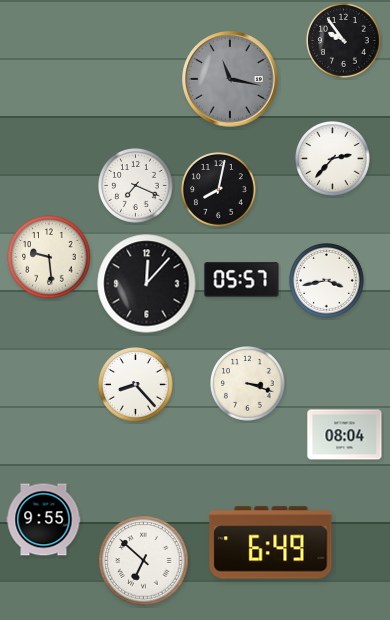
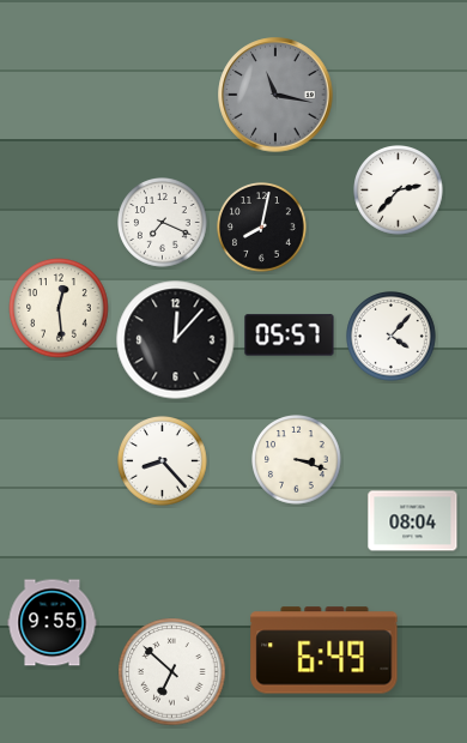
clock at (344, 41): 9:54 -> none
clock at (49, 257): 9:29 -> 12:29
clock at (327, 281): 3:43 -> 4:07
